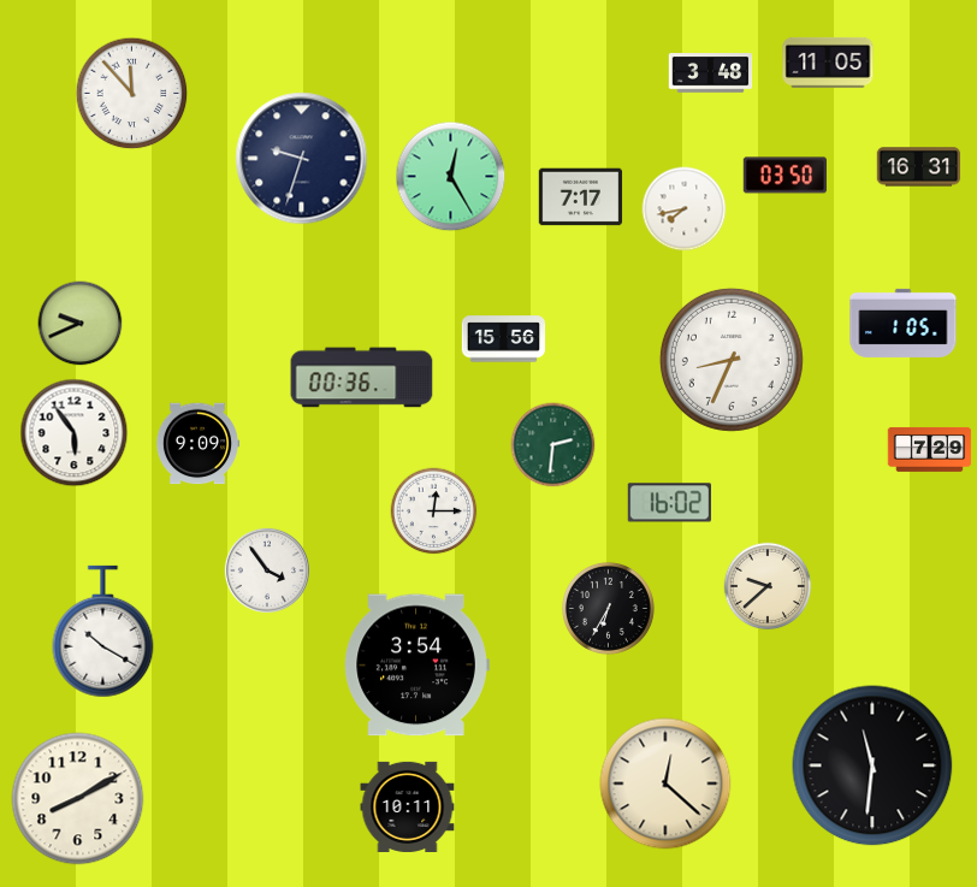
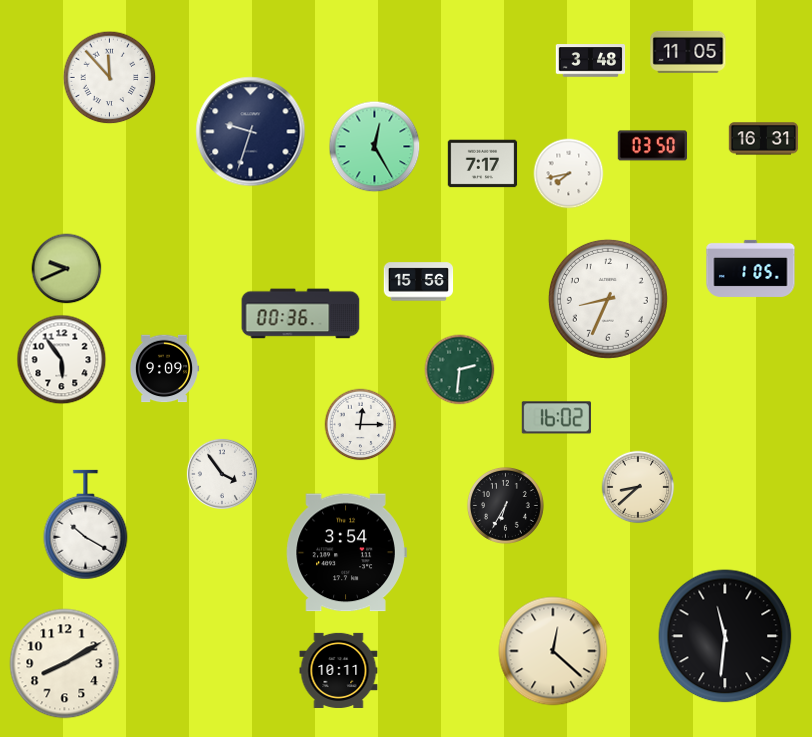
clock at (930, 449): 7:29 -> none
clock at (768, 586): 9:38 -> 8:38
